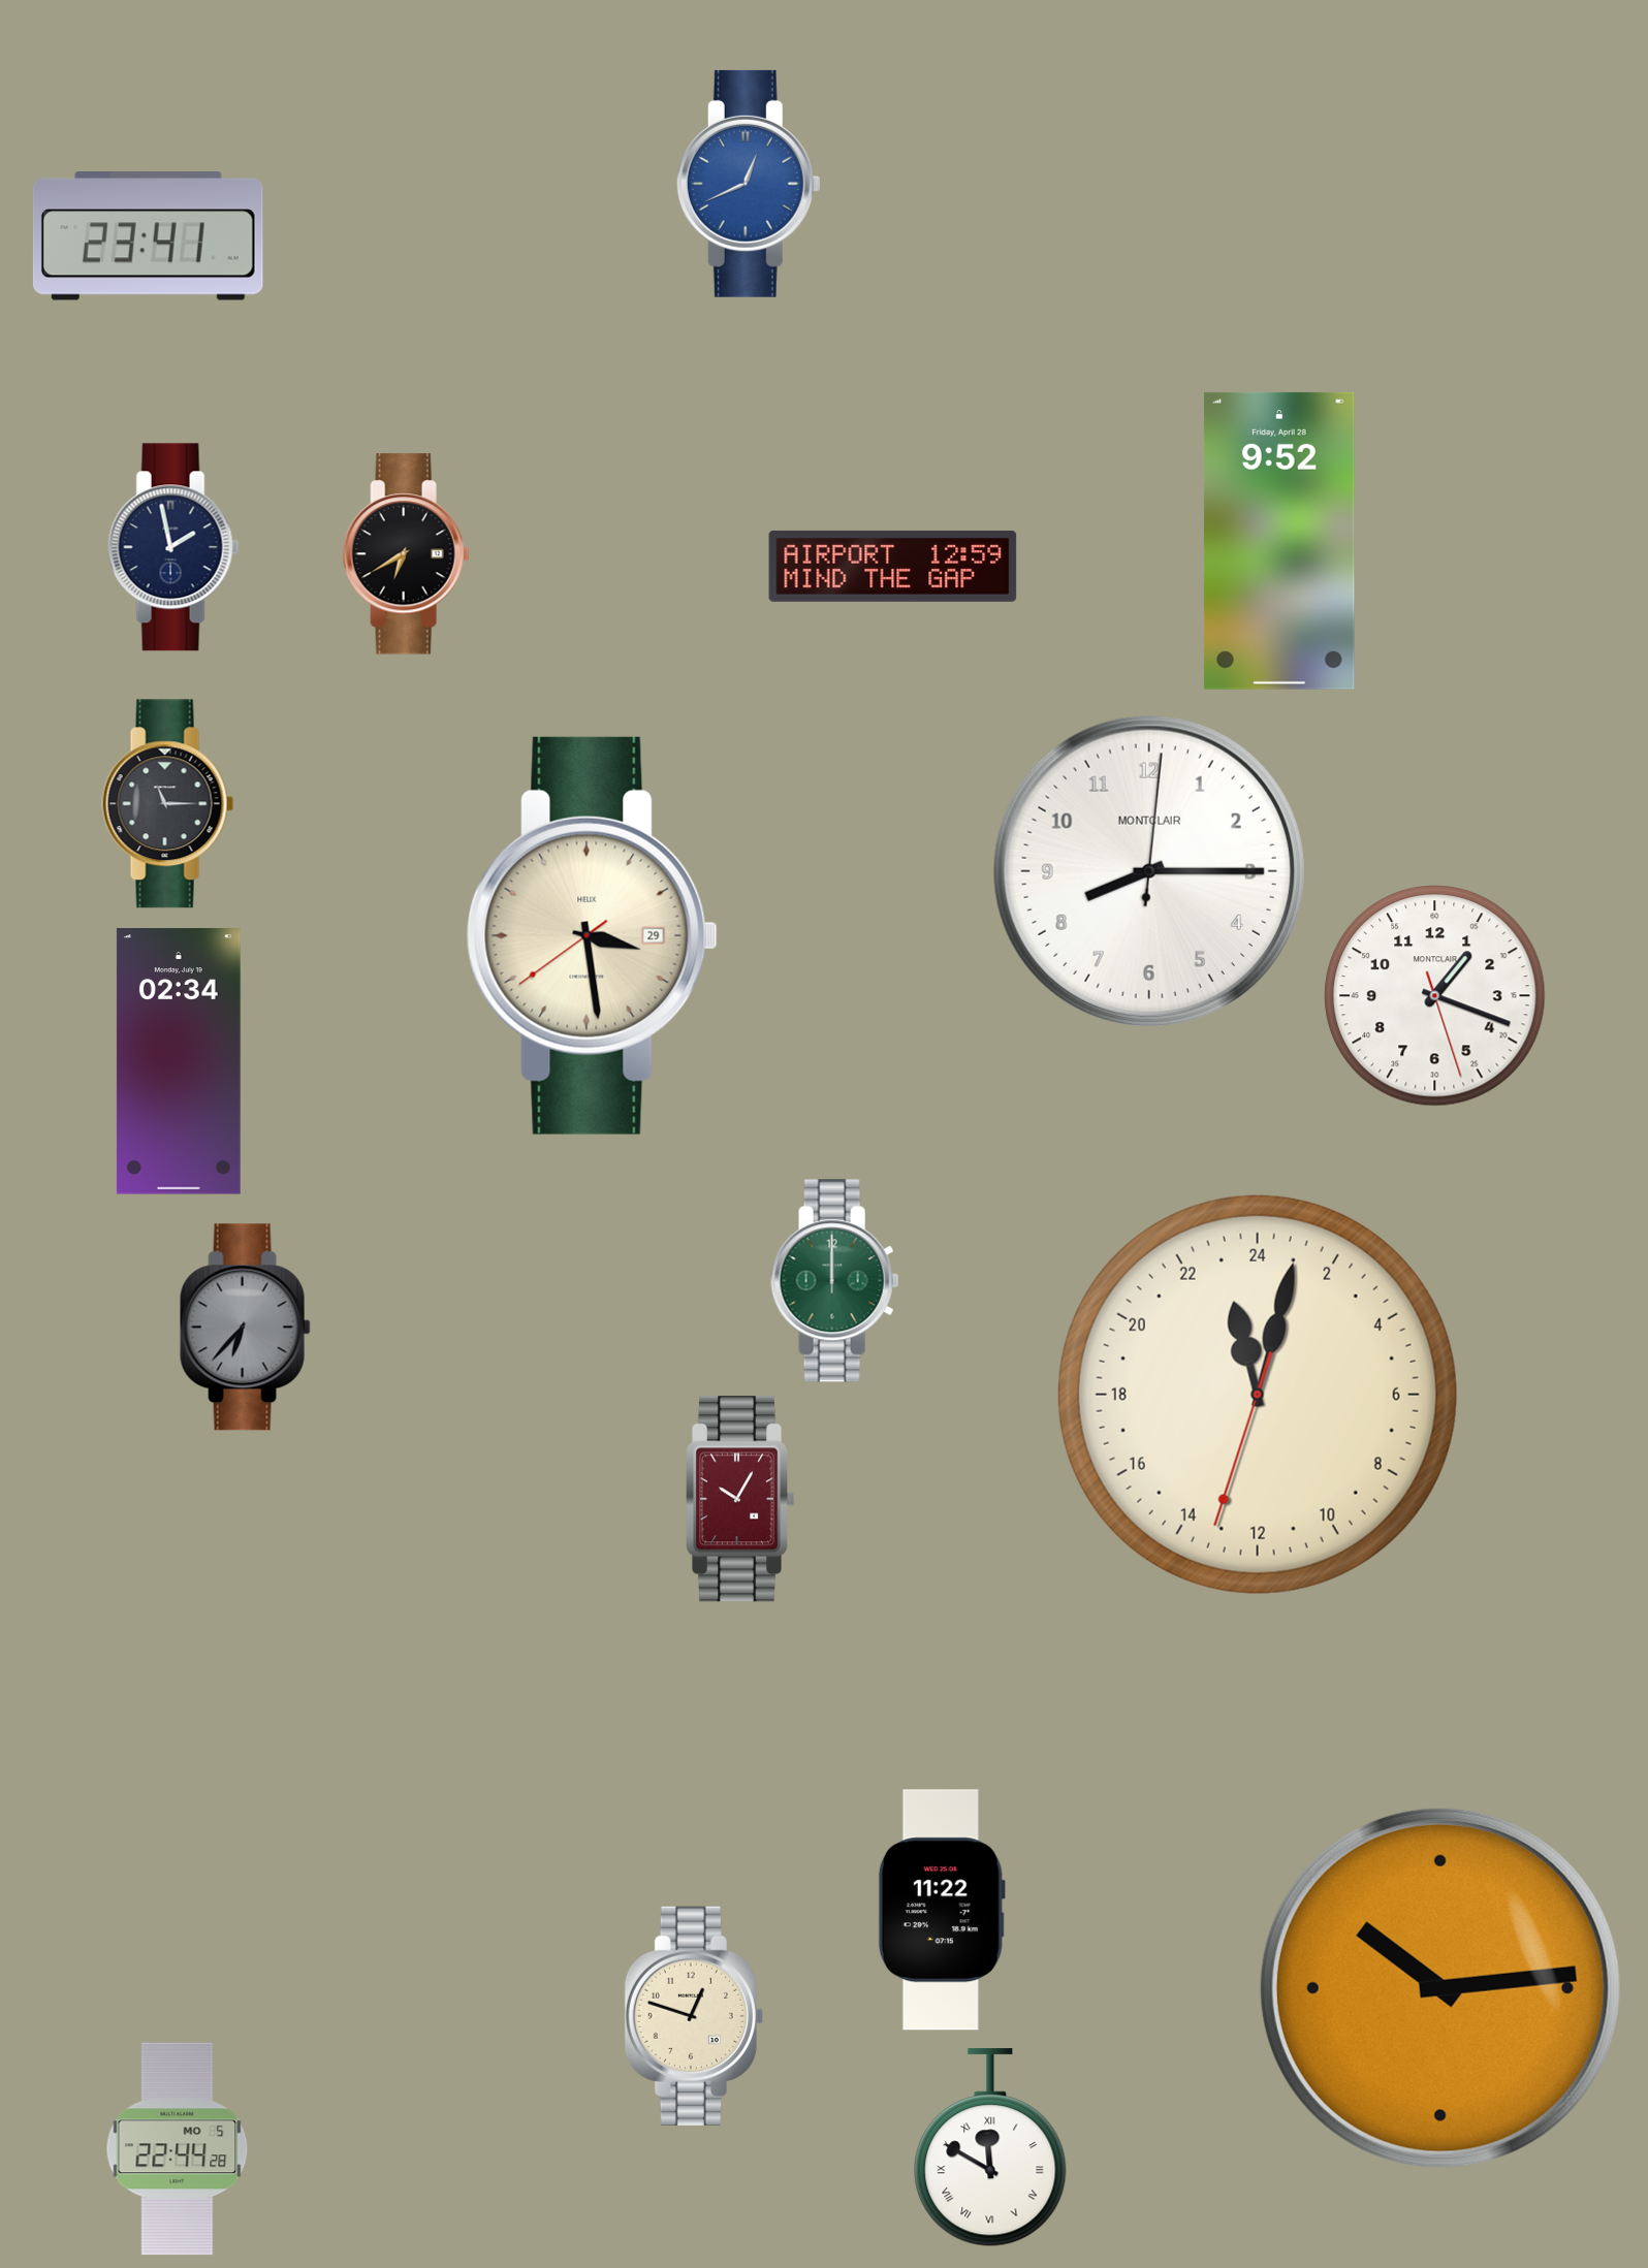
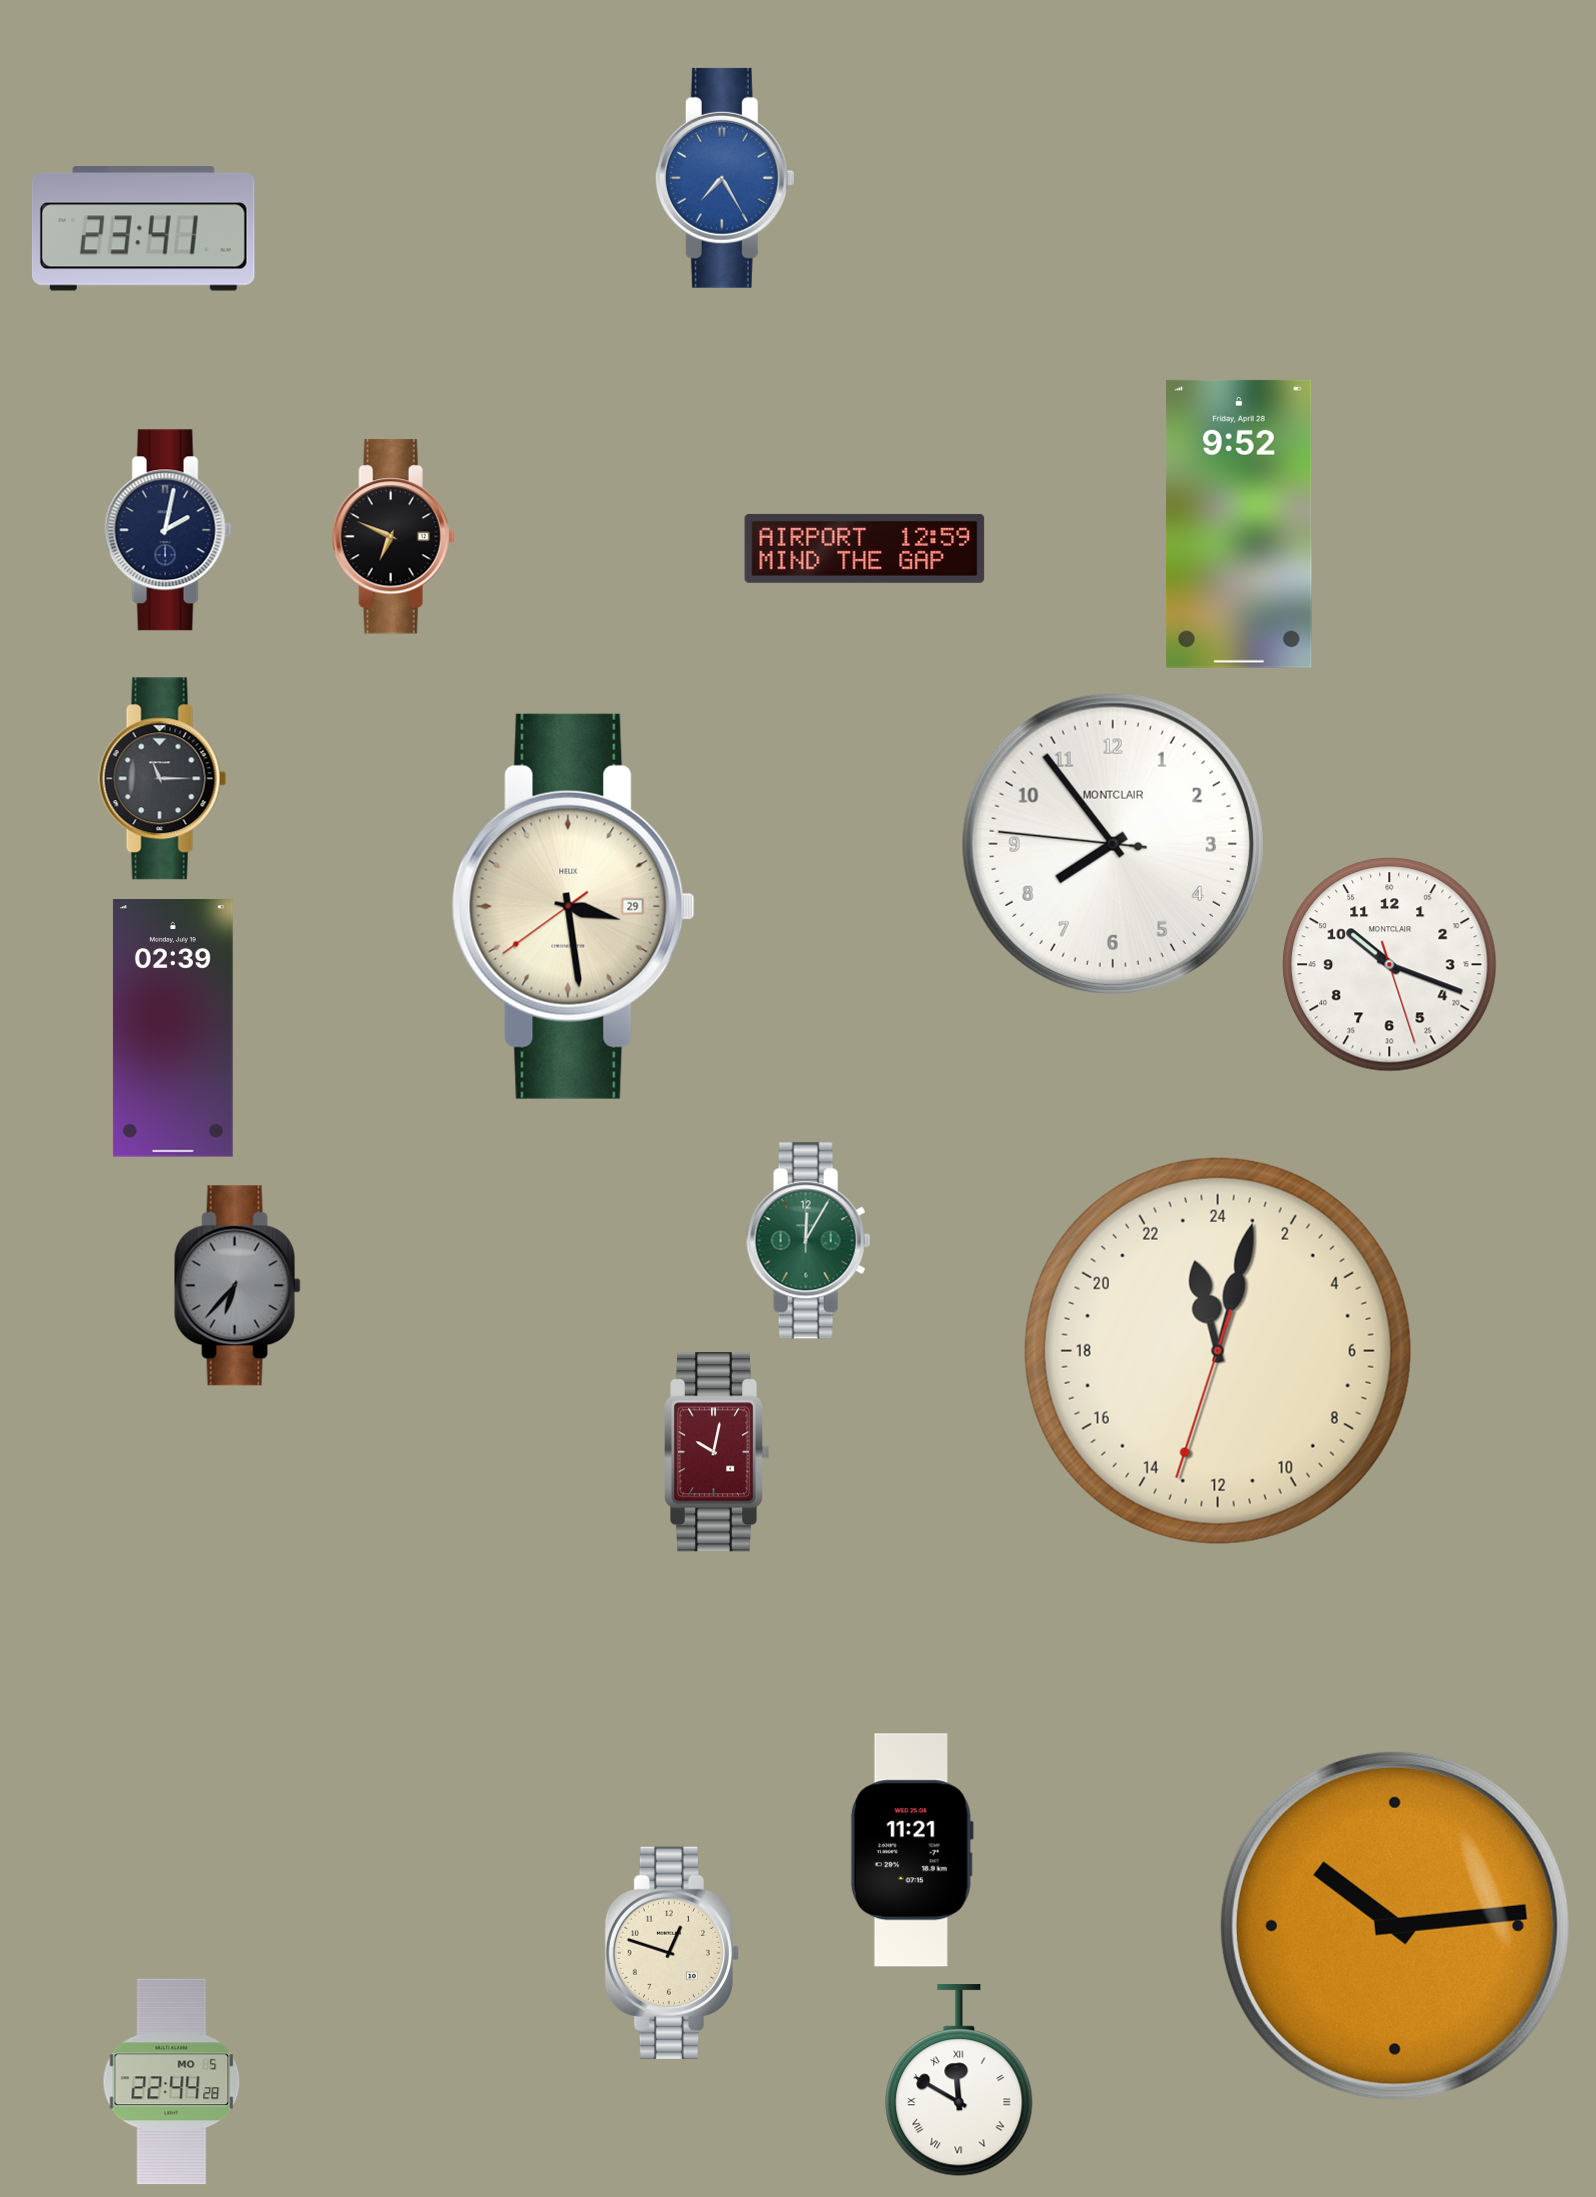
clock at (749, 184): 12:41 -> 7:25
clock at (173, 547): 1:58 -> 2:02
clock at (406, 554): 6:40 -> 6:49
clock at (1149, 871): 8:15 -> 7:53
clock at (1435, 996): 1:18 -> 10:18
clock at (179, 1061): 02:34 -> 02:39
clock at (835, 1281): 12:00 -> 12:05
clock at (740, 1499): 10:05 -> 10:02
clock at (942, 1910): 11:22 -> 11:21
